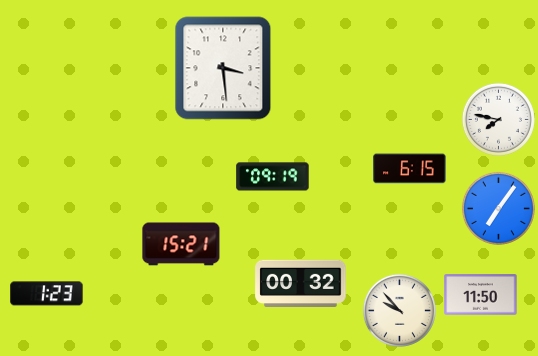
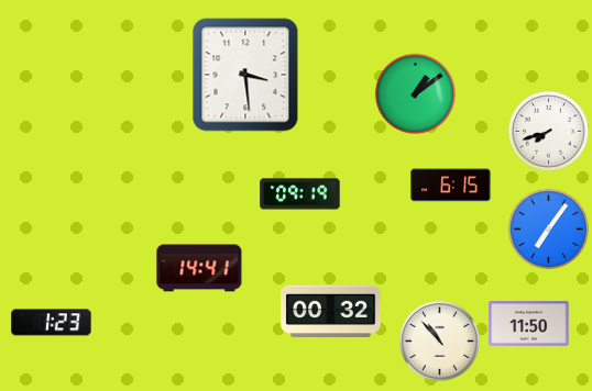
clock at (415, 93): none -> 1:09
clock at (498, 119): 7:47 -> 7:42
clock at (181, 244): 15:21 -> 14:41
clock at (399, 310): 9:53 -> 10:53
